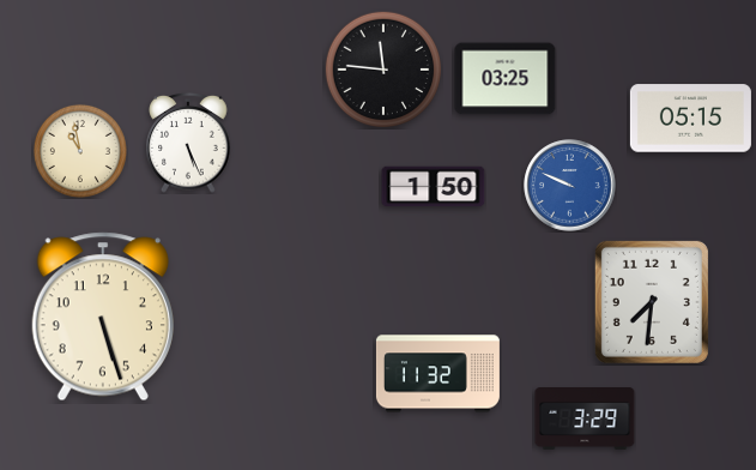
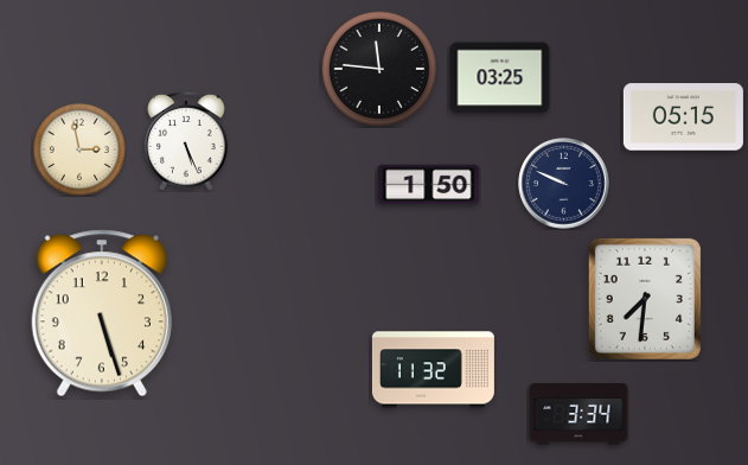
clock at (80, 151): 10:58 -> 2:58
clock at (570, 186) dial: blue -> navy
clock at (585, 420): 3:29 -> 3:34
